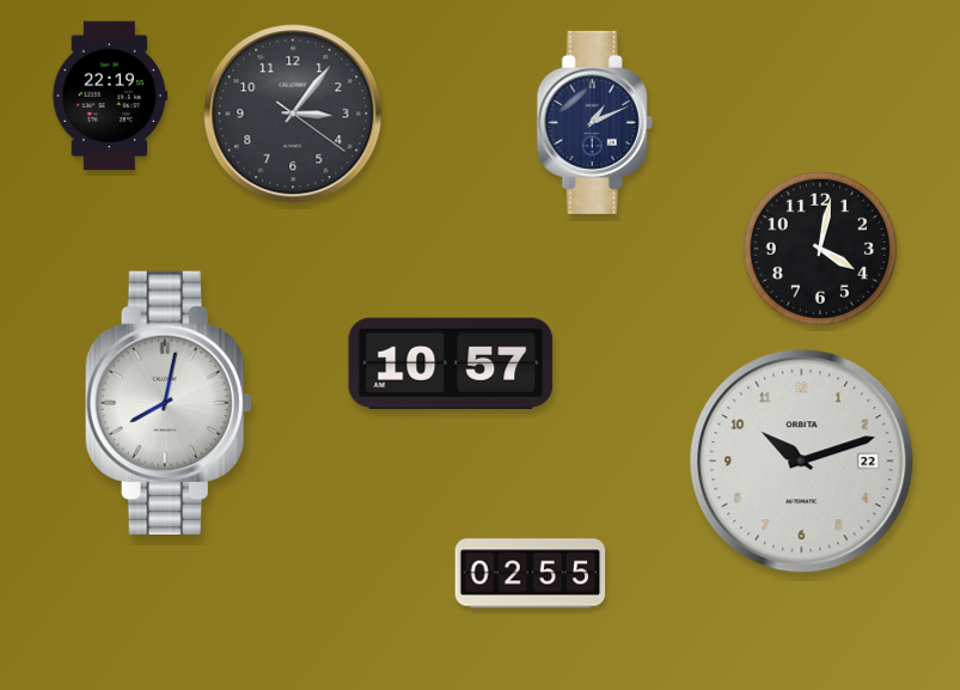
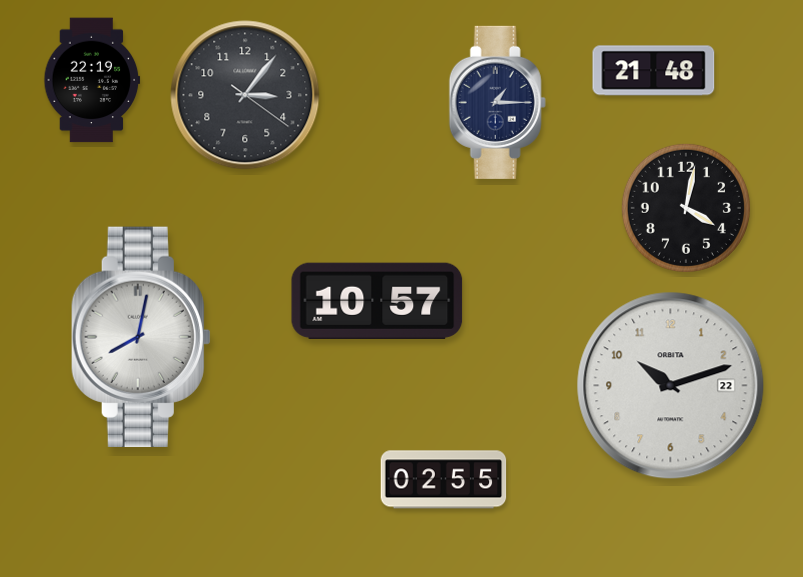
clock at (654, 71): none -> 21:48
clock at (594, 122): 1:11 -> 1:15
clock at (451, 364) position: (451, 364) -> (377, 301)
